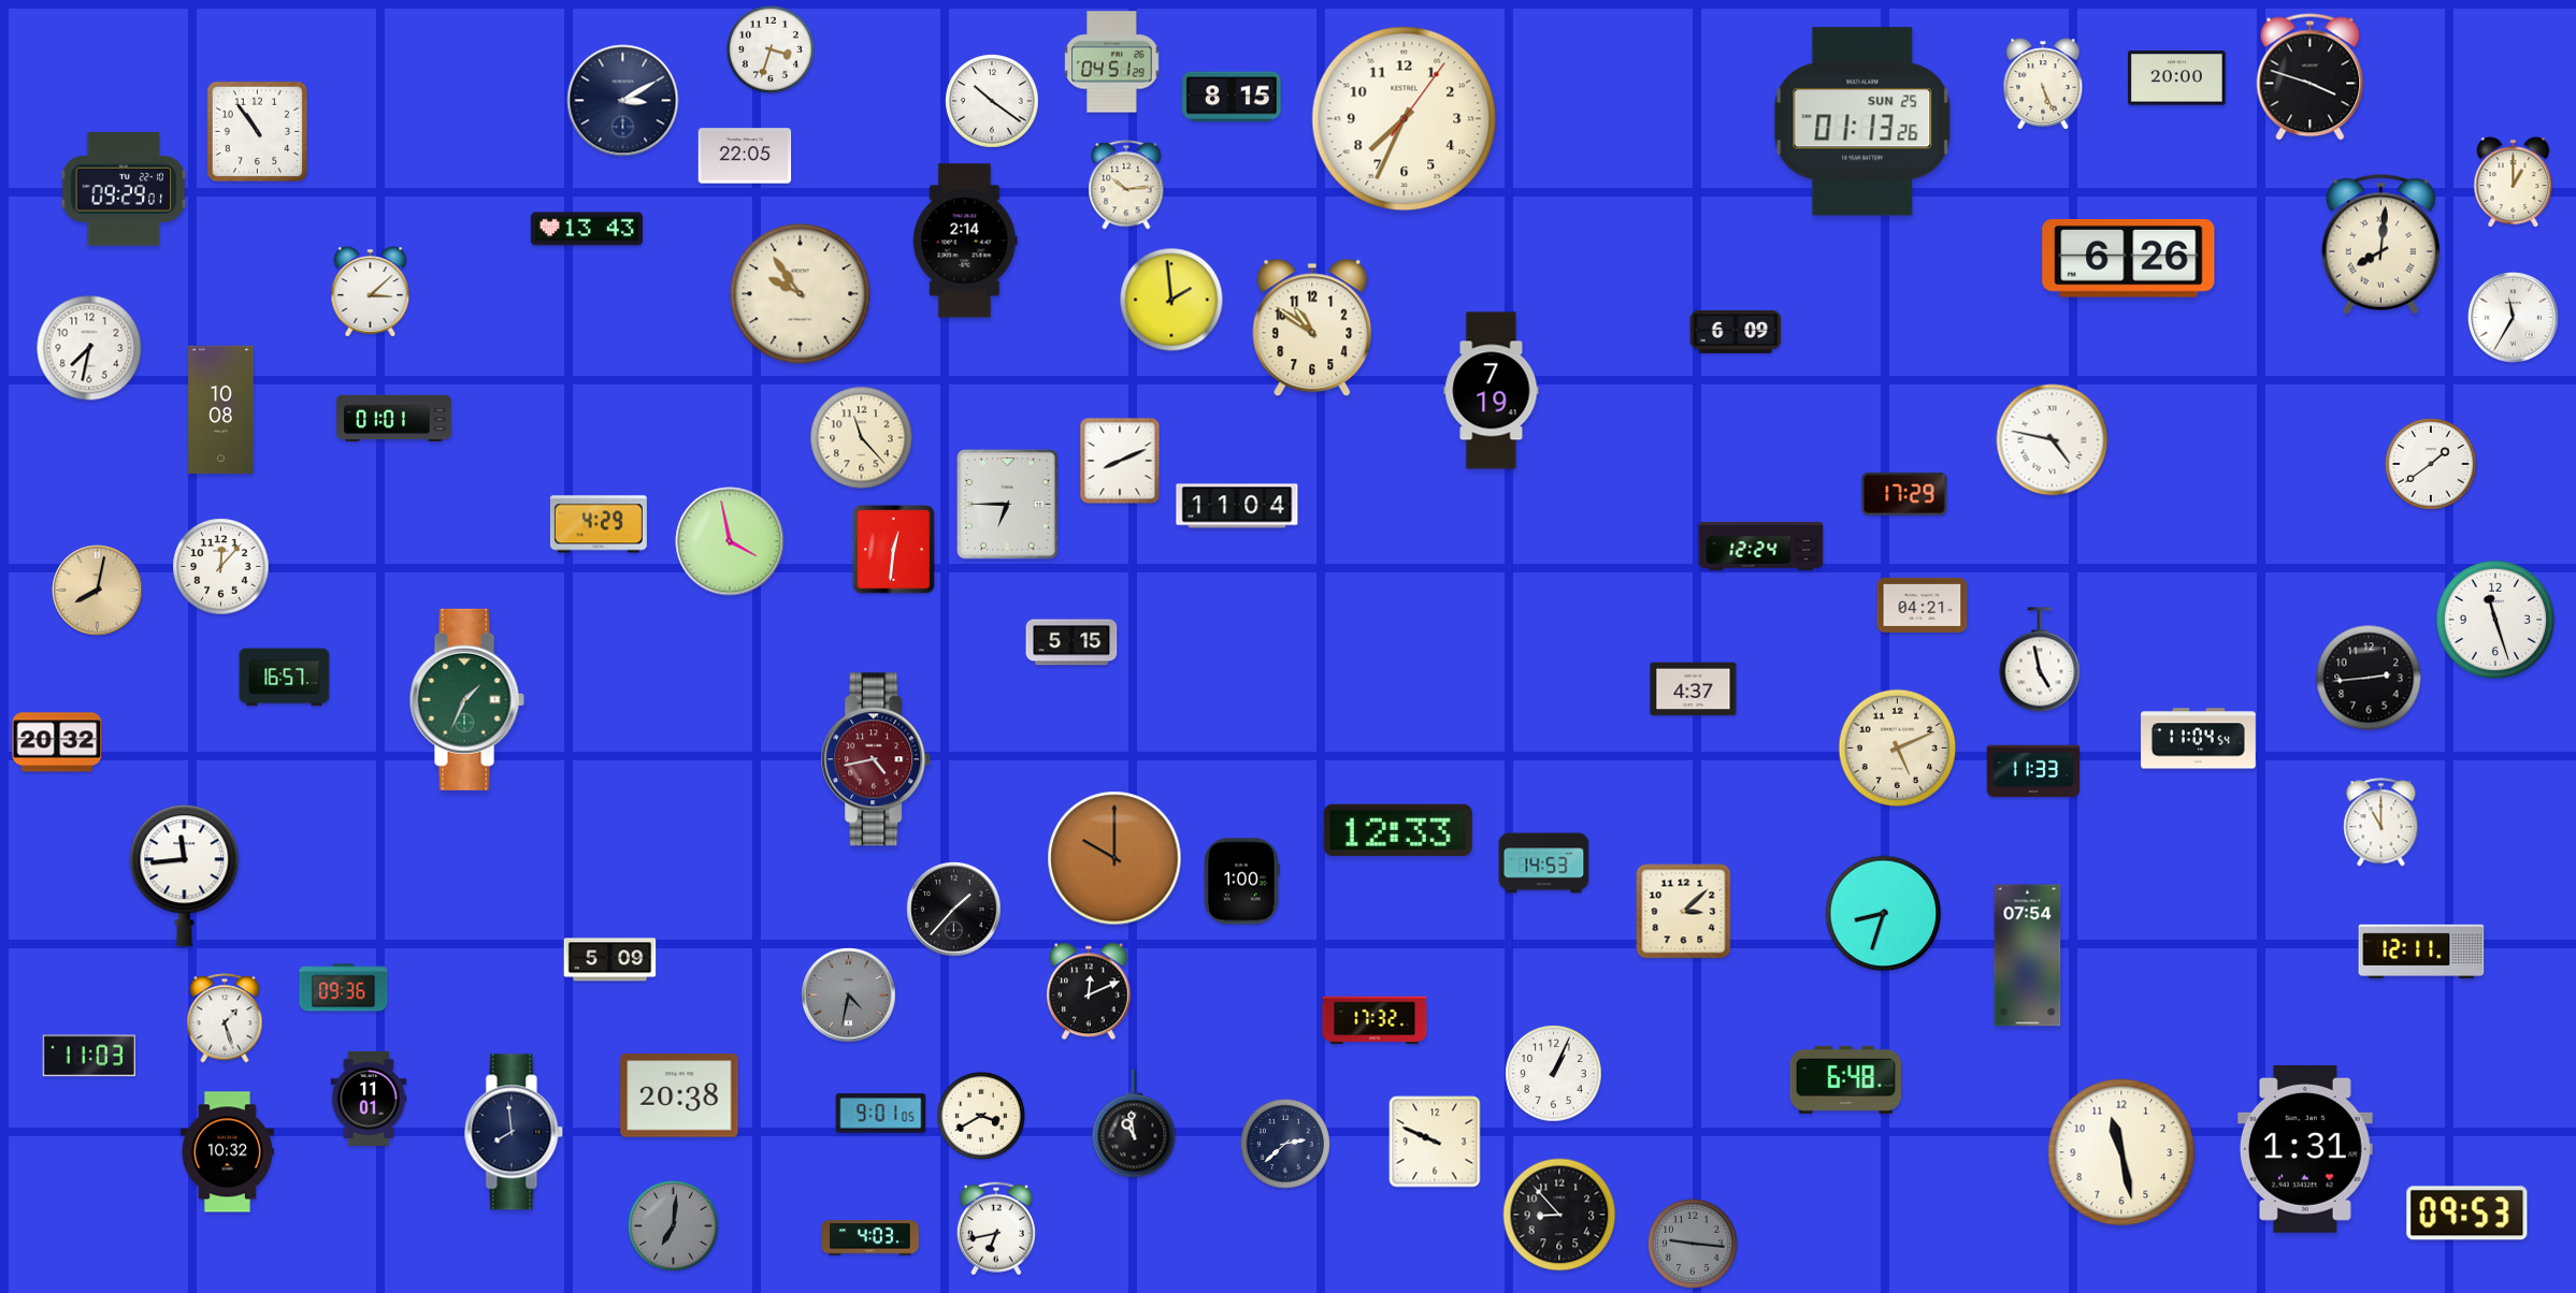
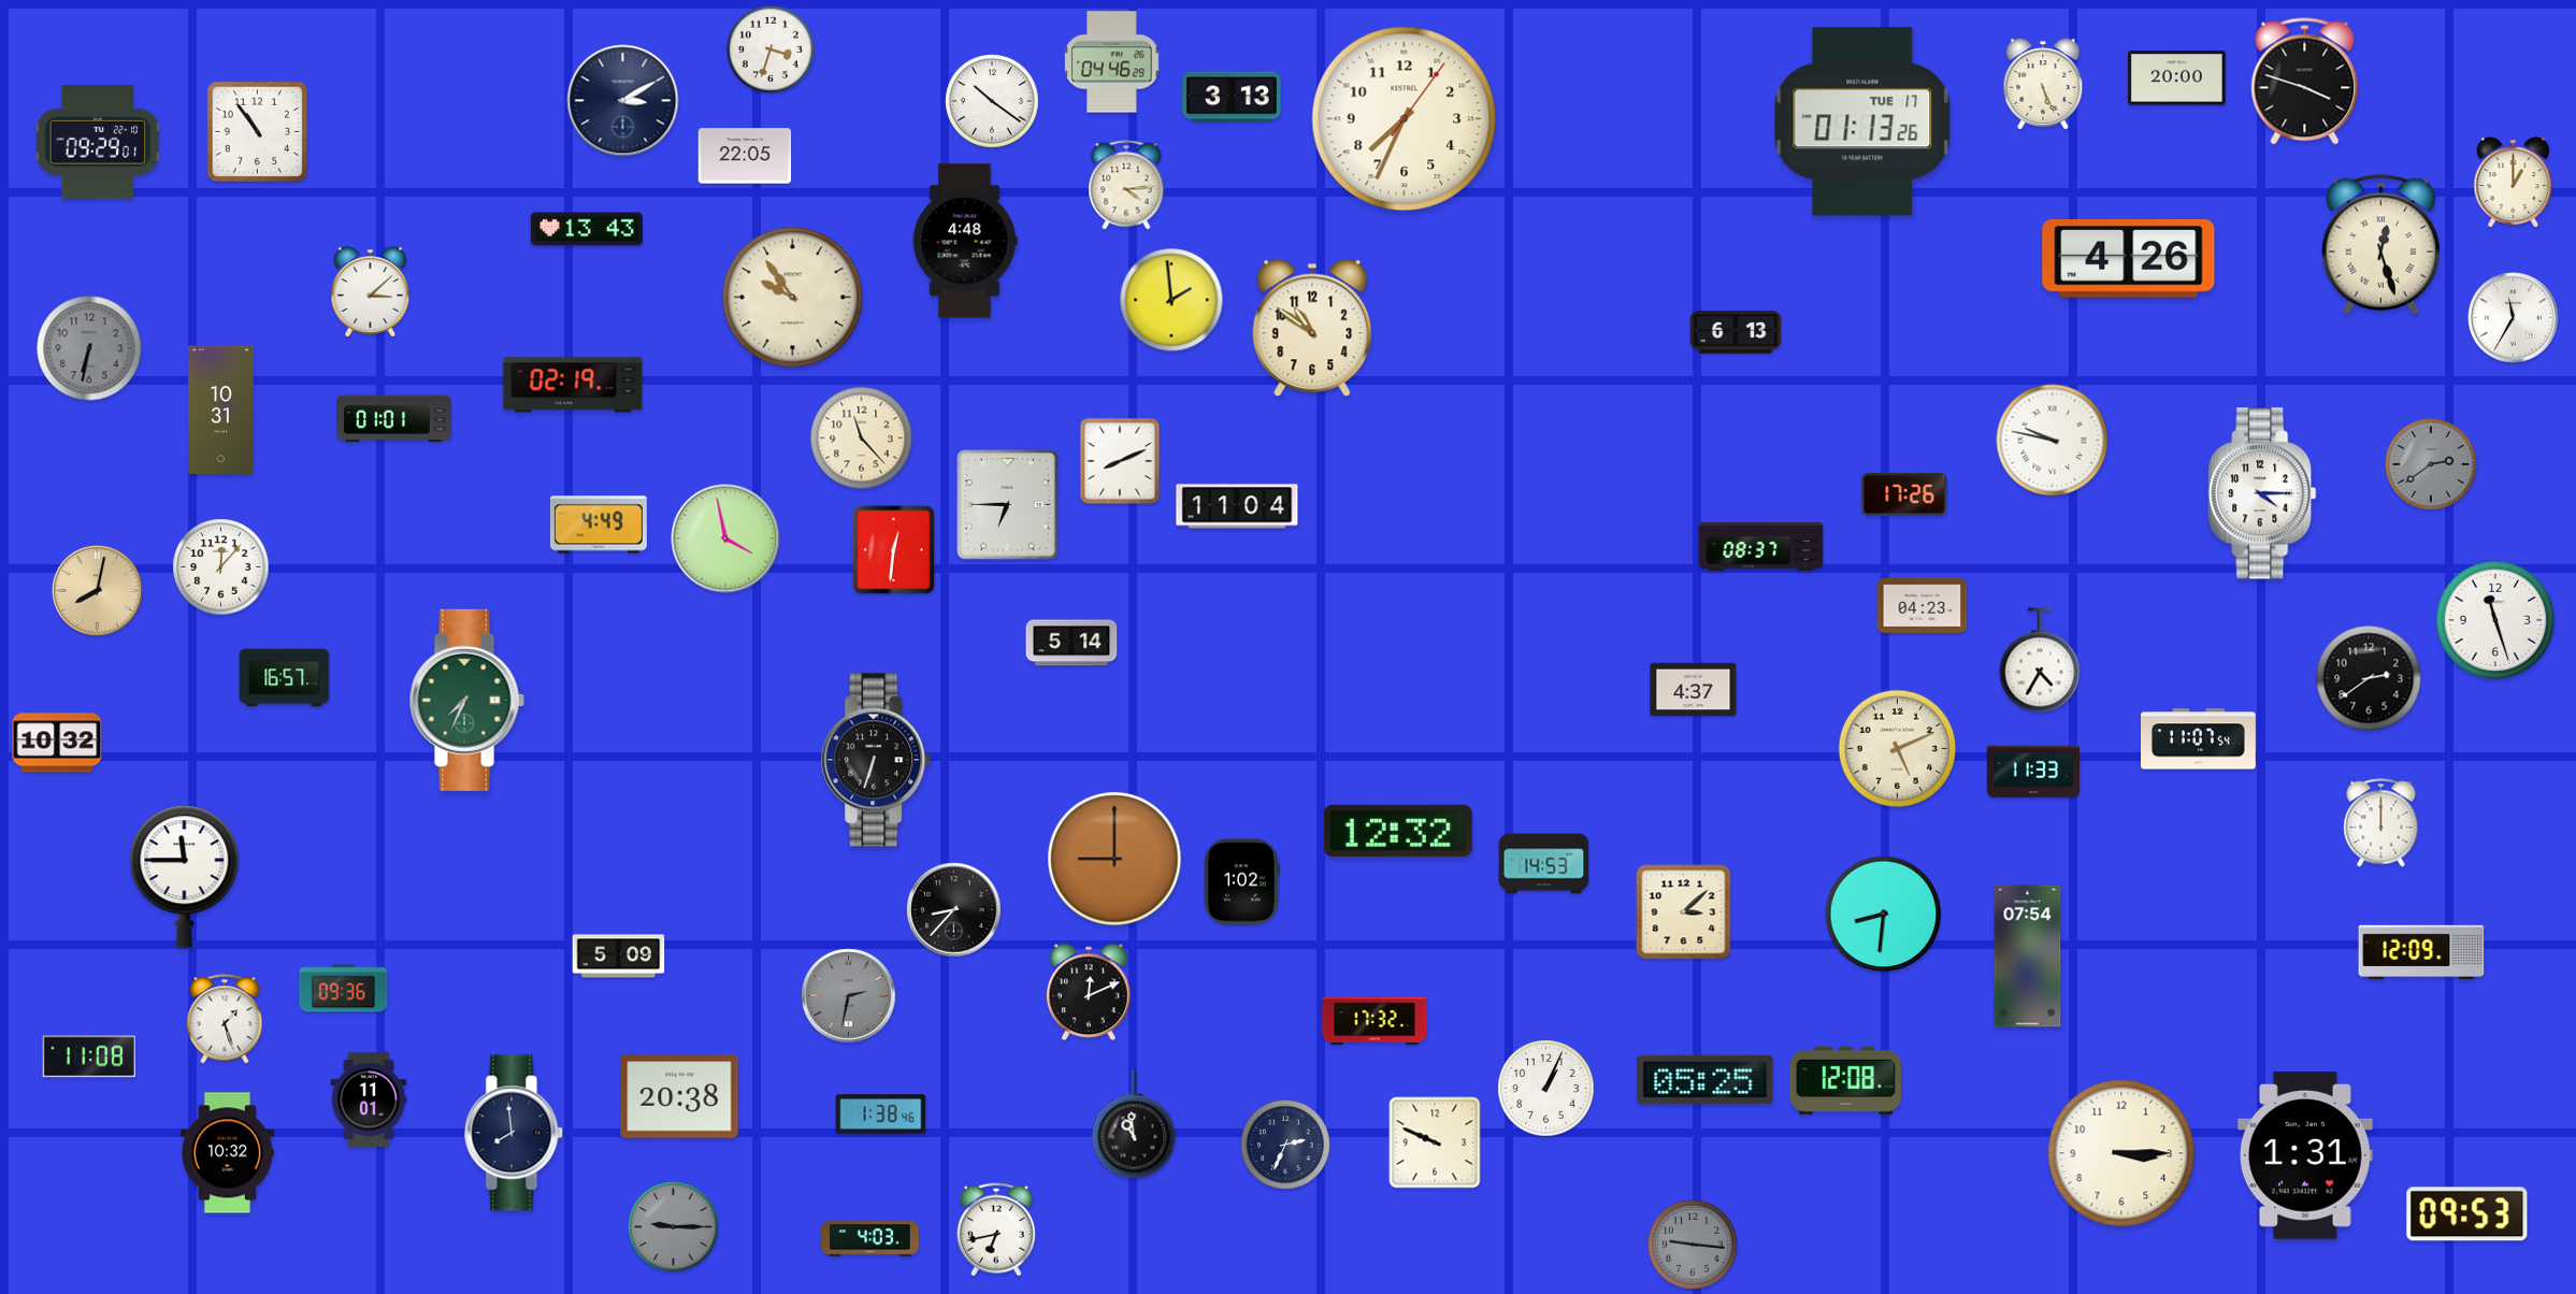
clock at (1112, 62): 04:51 -> 04:46
clock at (2311, 77) position: (2311, 77) -> (2305, 82)
clock at (1232, 97): 8:15 -> 3:13
clock at (1862, 121) date: SUN 25 -> TUE 17
clock at (1126, 185): 10:14 -> 4:14
clock at (124, 189) position: (124, 189) -> (98, 142)
clock at (965, 241): 2:14 -> 4:48
clock at (2380, 244): 8:01 -> 12:27
clock at (2129, 259): 6:26 -> 4:26
clock at (801, 294) position: (801, 294) -> (793, 298)
clock at (1736, 332): 6:09 -> 6:13
clock at (89, 348): 7:32 -> 6:32
clock at (89, 348) dial: white -> grey
clock at (573, 385): none -> 02:19
clock at (1492, 391): 7:19 -> none
clock at (221, 410): 10:08 -> 10:31
clock at (2053, 440): 4:47 -> 9:47
clock at (2432, 465): 1:39 -> 2:39
clock at (2432, 465) dial: white -> grey
clock at (2262, 493): none -> 4:15
clock at (1904, 495): 17:29 -> 17:26
clock at (599, 524): 4:29 -> 4:49
clock at (730, 541) position: (730, 541) -> (725, 538)
clock at (1761, 546): 12:24 -> 08:37
clock at (1923, 605): 04:21 -> 04:23
clock at (1071, 642): 5:15 -> 5:14
clock at (2040, 659): 4:58 -> 4:35
clock at (2369, 678): 2:44 -> 2:39
clock at (466, 699): 1:34 -> 7:34
clock at (2199, 739): 11:04 -> 11:07
clock at (57, 742): 20:32 -> 10:32
clock at (877, 759): 4:43 -> 6:33
clock at (877, 759) dial: burgundy -> black
clock at (2381, 823): 11:00 -> 12:00
clock at (1398, 830): 12:33 -> 12:32
clock at (1114, 858): 10:00 -> 9:00
clock at (185, 876): 11:44 -> 11:45
clock at (1242, 882): 1:00 -> 1:02
clock at (954, 910): 1:37 -> 8:37
clock at (1884, 914): 8:33 -> 8:31
clock at (2421, 951): 12:11 -> 12:09
clock at (610, 960) position: (610, 960) -> (619, 957)
clock at (849, 996): 4:32 -> 2:32
clock at (88, 1056): 11:03 -> 11:08
clock at (1554, 1074) position: (1554, 1074) -> (1546, 1089)
clock at (1706, 1079): none -> 05:25
clock at (1845, 1079): 6:48 -> 12:08
clock at (881, 1114): 9:01 -> 1:38
clock at (981, 1116): 3:40 -> none
clock at (1285, 1144): 2:38 -> 2:34
clock at (2305, 1149) position: (2305, 1149) -> (2305, 1155)
clock at (2121, 1152): 11:28 -> 3:15
clock at (1559, 1215): 8:53 -> none
clock at (673, 1225): 7:01 -> 9:15
